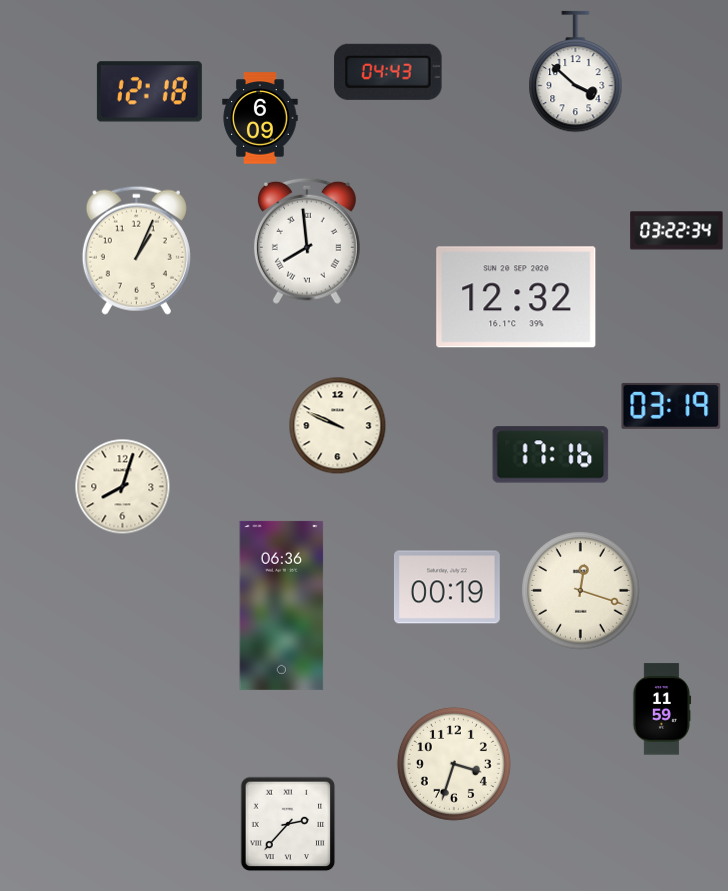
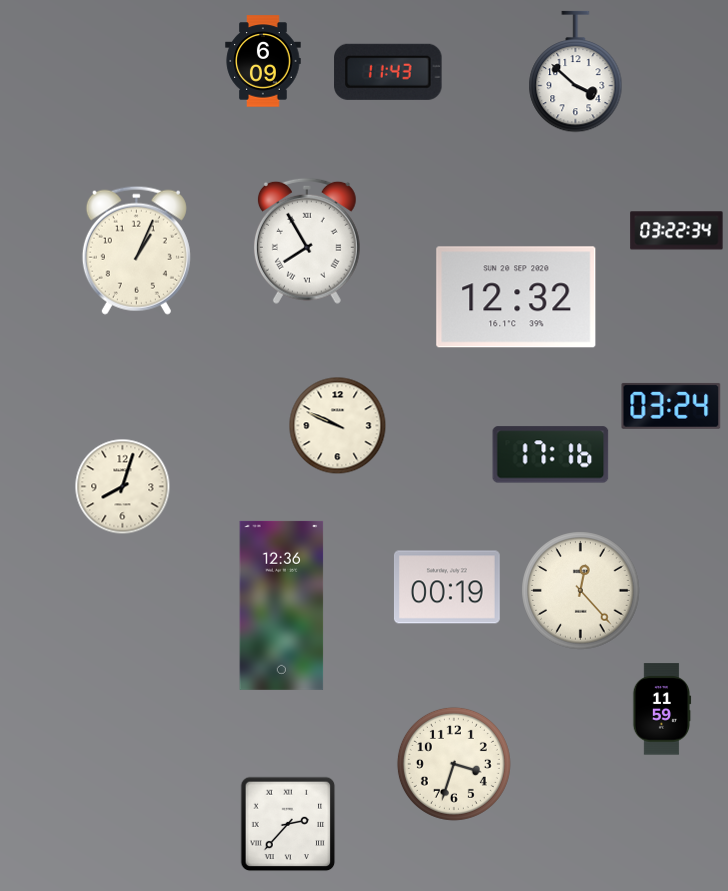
clock at (388, 72): 04:43 -> 11:43
clock at (149, 92): 12:18 -> none
clock at (260, 118) position: (260, 118) -> (263, 61)
clock at (307, 241): 7:59 -> 7:55
clock at (671, 406): 03:19 -> 03:24
clock at (581, 591): 12:18 -> 12:23
clock at (282, 605): 06:36 -> 12:36
